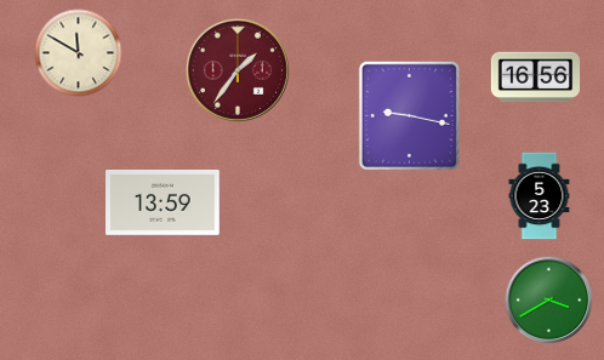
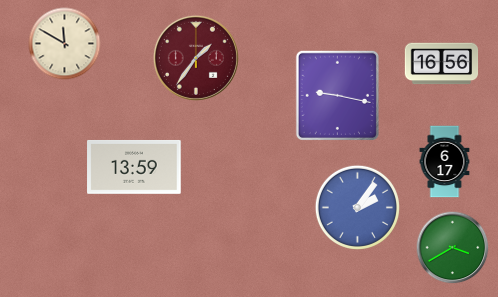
clock at (540, 196): 5:23 -> 6:17
clock at (357, 207): none -> 2:06
